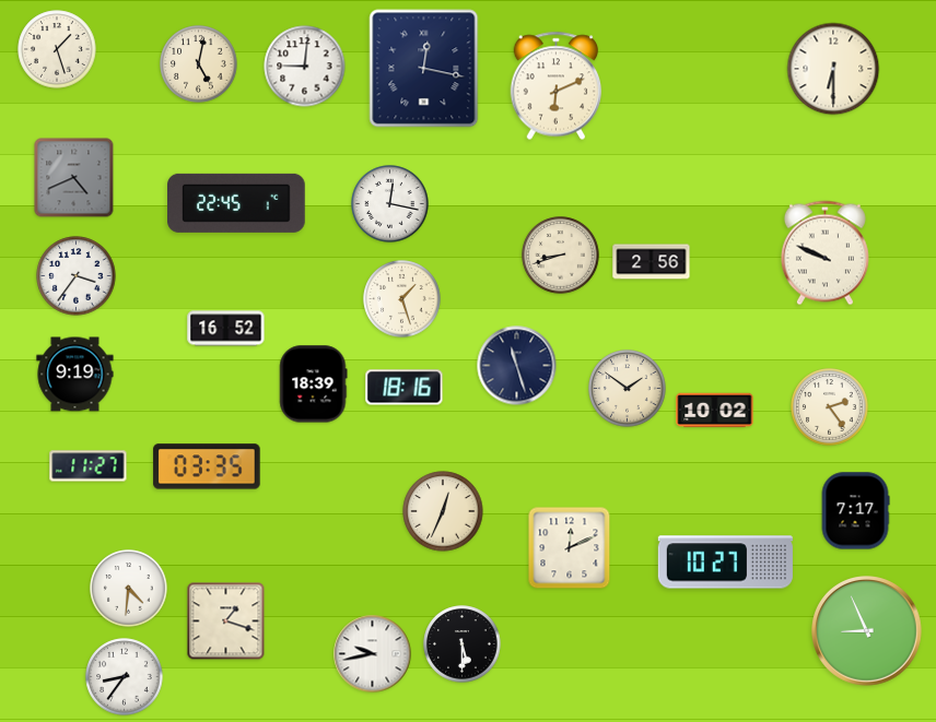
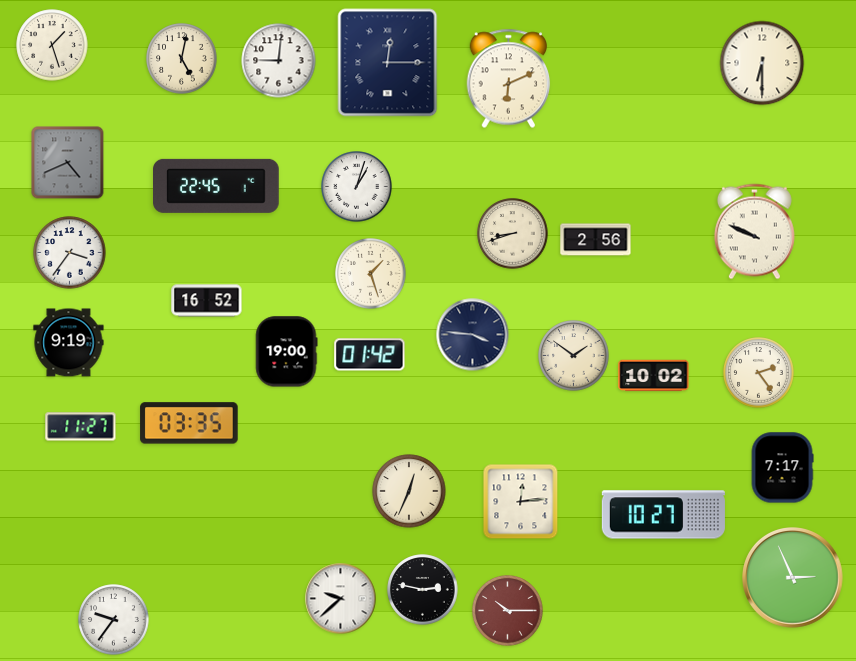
clock at (424, 69): 12:17 -> 12:15
clock at (390, 204): 12:17 -> 1:03
clock at (402, 299) position: (402, 299) -> (371, 274)
clock at (517, 366): 11:27 -> 3:46
clock at (314, 384): 18:39 -> 19:00
clock at (405, 388): 18:16 -> 01:42
clock at (207, 466) position: (207, 466) -> (189, 423)
clock at (443, 511) position: (443, 511) -> (409, 491)
clock at (570, 548): 12:11 -> 12:14
clock at (129, 589): 4:31 -> none
clock at (226, 622): 1:18 -> none
clock at (867, 631): 8:56 -> 2:56
clock at (463, 644): 5:30 -> 2:47
clock at (373, 654): 9:43 -> 9:38
clock at (508, 611): none -> 10:15
clock at (125, 677): 8:36 -> 9:36
